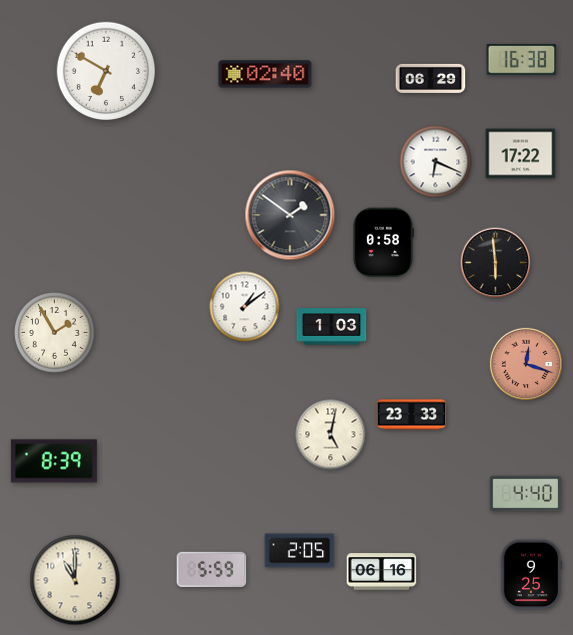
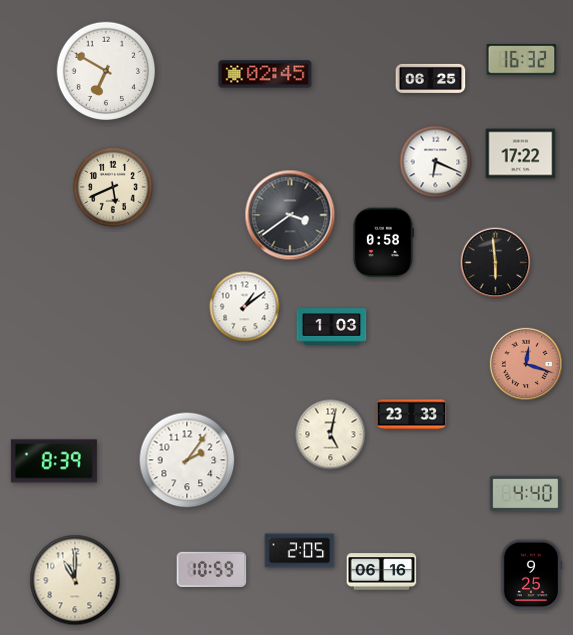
clock at (522, 59): 16:38 -> 16:32
clock at (265, 74): 02:40 -> 02:45
clock at (431, 78): 06:29 -> 06:25
clock at (113, 187): none -> 5:41
clock at (290, 215): 1:51 -> 3:39
clock at (54, 332): 1:55 -> none
clock at (187, 460): none -> 2:06
clock at (212, 569): 5:59 -> 10:59
